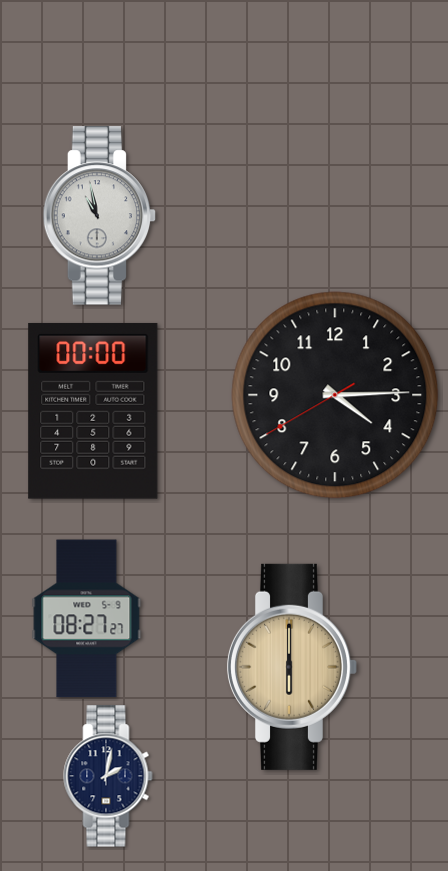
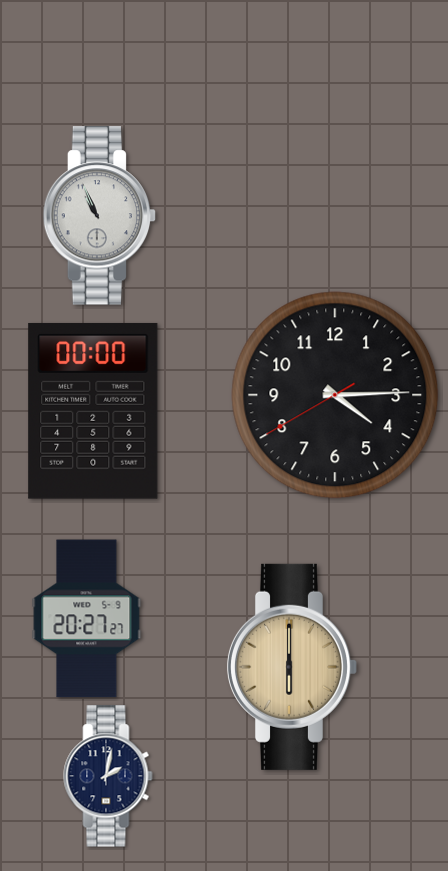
clock at (100, 216): 10:58 -> 10:56
clock at (87, 619): 08:27 -> 20:27
